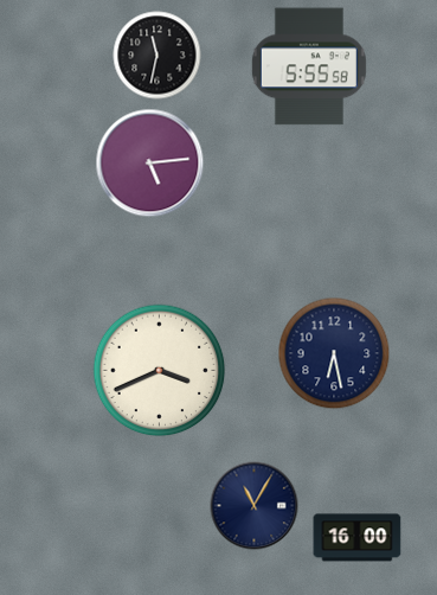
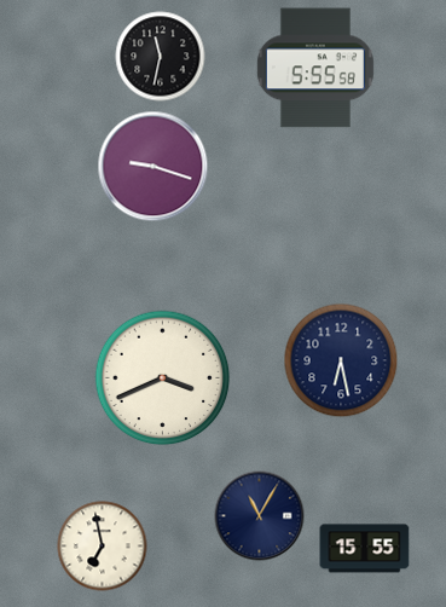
clock at (150, 164): 5:14 -> 9:18
clock at (103, 547): none -> 6:58
clock at (358, 538): 16:00 -> 15:55
